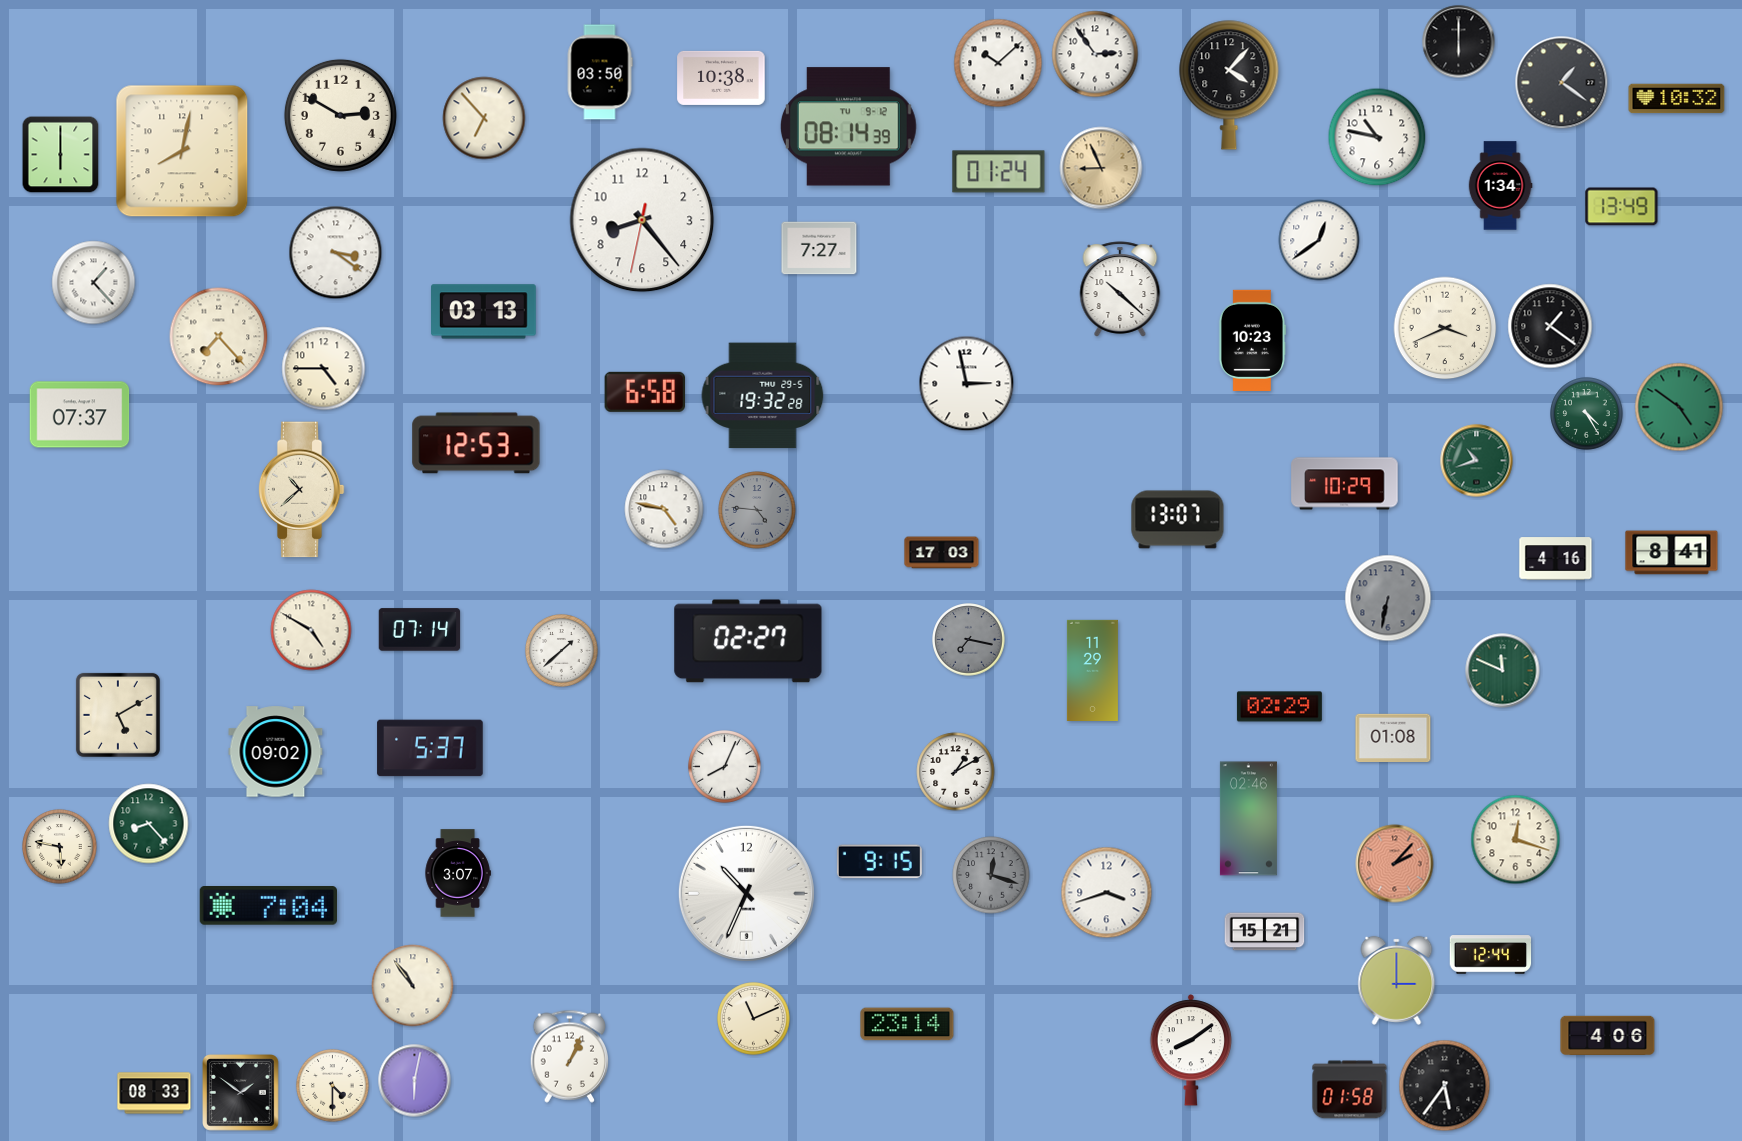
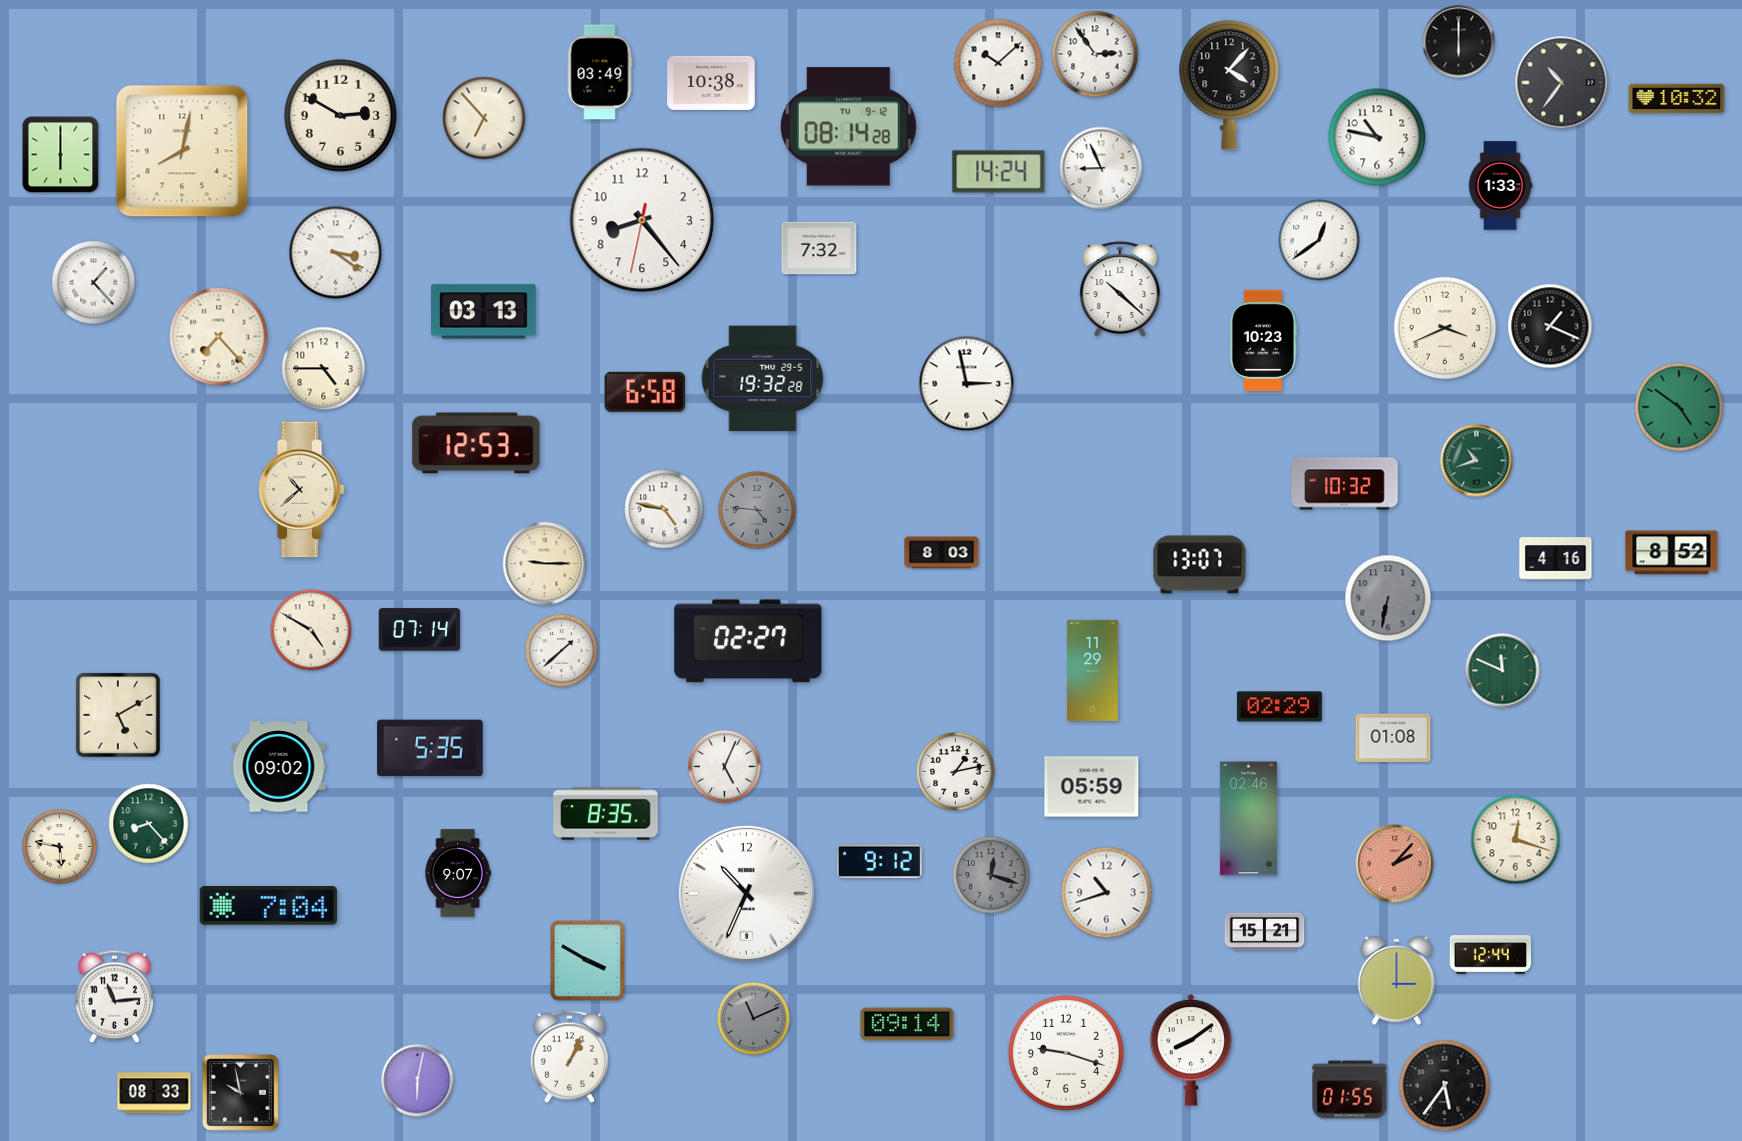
clock at (600, 72): 03:50 -> 03:49
clock at (721, 78) position: (721, 78) -> (711, 83)
clock at (1562, 83): 1:21 -> 10:36
clock at (848, 127): 08:14:39 -> 08:14:28
clock at (1101, 168) dial: champagne -> white
clock at (999, 172): 01:24 -> 14:24
clock at (1500, 186): 1:34 -> 1:33
clock at (1622, 207): 13:49 -> none
clock at (819, 248): 7:27 -> 7:32
clock at (1550, 326): 1:21 -> 1:19
clock at (1251, 340) position: (1251, 340) -> (1262, 340)
clock at (763, 396) position: (763, 396) -> (763, 379)
clock at (1587, 414): 4:25 -> none
clock at (80, 415): 07:37 -> none
clock at (1345, 484): 10:29 -> 10:32
clock at (1178, 520) position: (1178, 520) -> (1200, 565)
clock at (942, 553): 17:03 -> 8:03
clock at (1672, 553): 8:41 -> 8:52
clock at (545, 564): none -> 9:15
clock at (969, 640): 7:17 -> none
clock at (430, 748): 5:37 -> 5:35
clock at (276, 752) position: (276, 752) -> (279, 767)
clock at (725, 767): 8:04 -> 5:04
clock at (956, 772): 1:10 -> 1:13
clock at (1092, 787): none -> 05:59
clock at (606, 814): none -> 8:35
clock at (879, 862): 9:15 -> 9:12
clock at (458, 873): 3:07 -> 9:07
clock at (1107, 893): 3:42 -> 10:42
clock at (588, 961): none -> 3:50
clock at (413, 986): 10:54 -> none
clock at (114, 996): none -> 11:14
clock at (754, 1019) dial: cream -> grey
clock at (907, 1024): 23:14 -> 09:14
clock at (1608, 1035): 4:06 -> none
clock at (1066, 1053): none -> 9:18
clock at (415, 1081) position: (415, 1081) -> (418, 1081)
clock at (333, 1086): 4:30 -> none
clock at (1350, 1090): 01:58 -> 01:55
clock at (241, 1093): 1:51 -> 9:58
